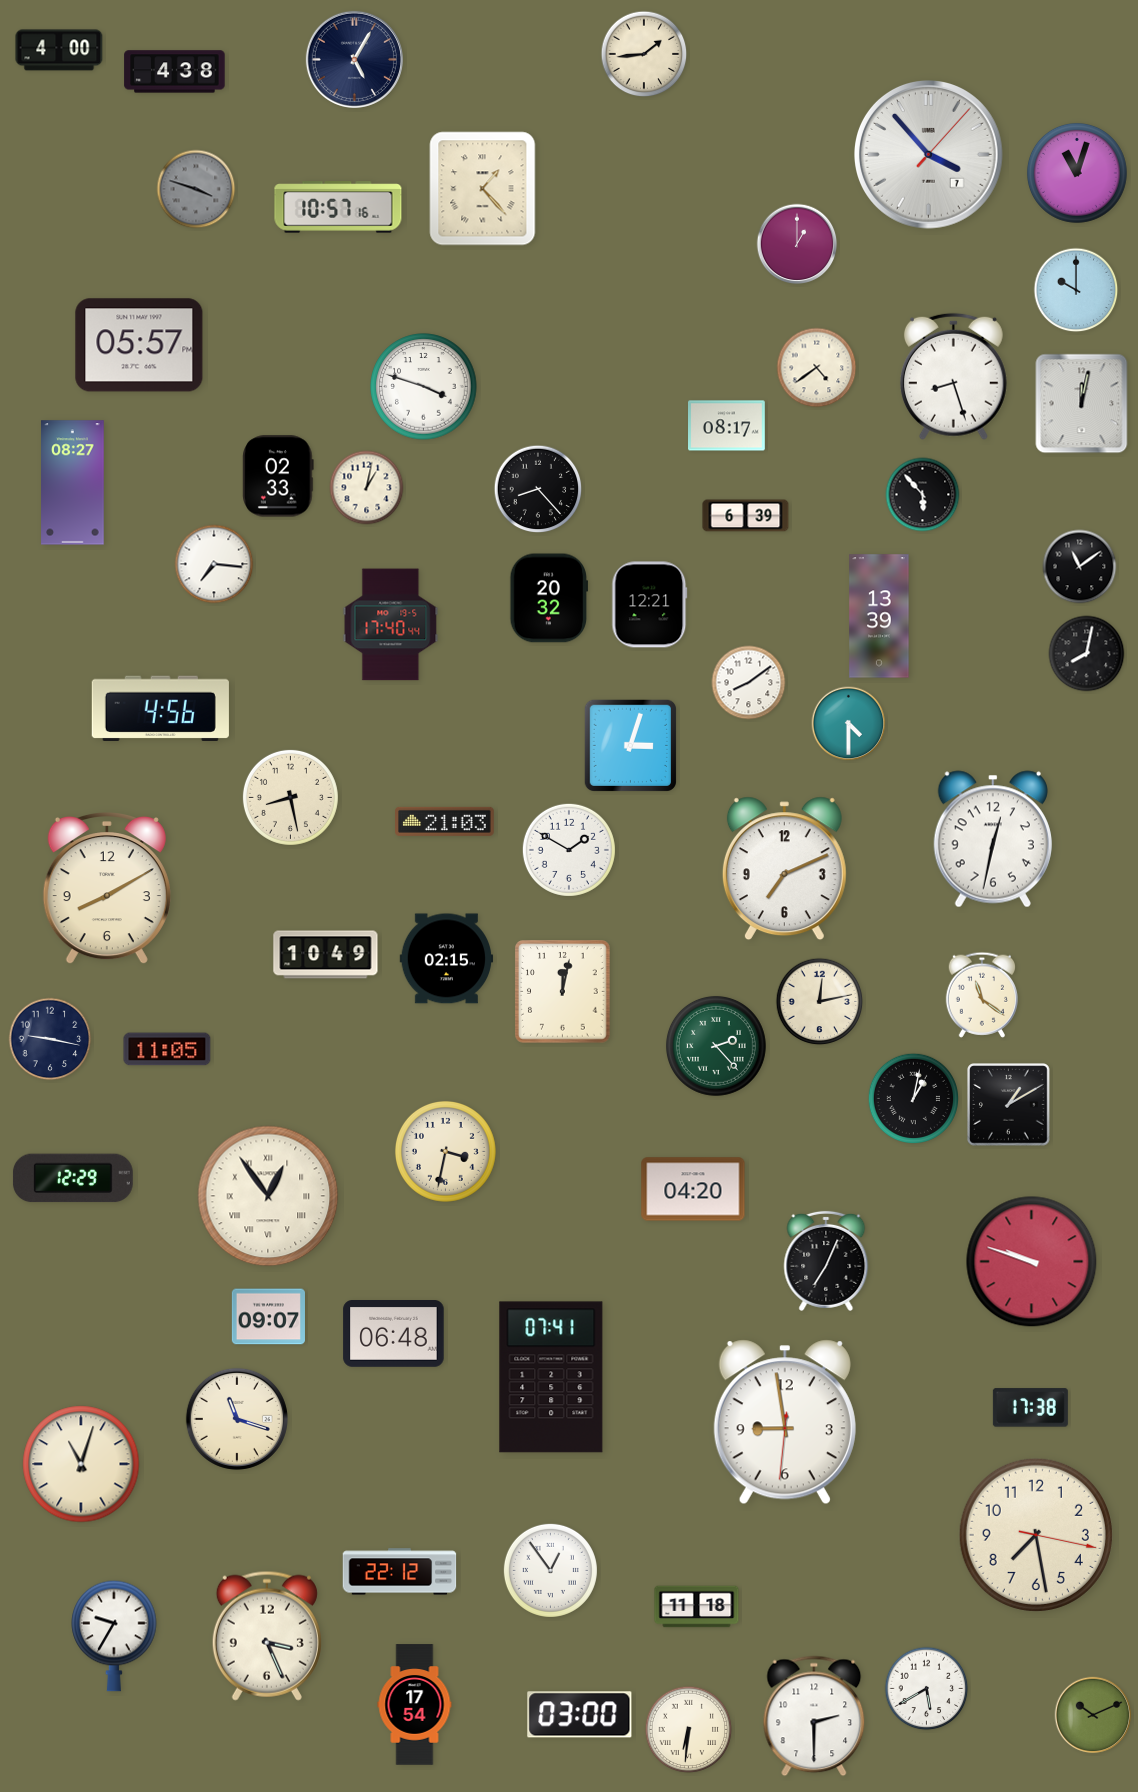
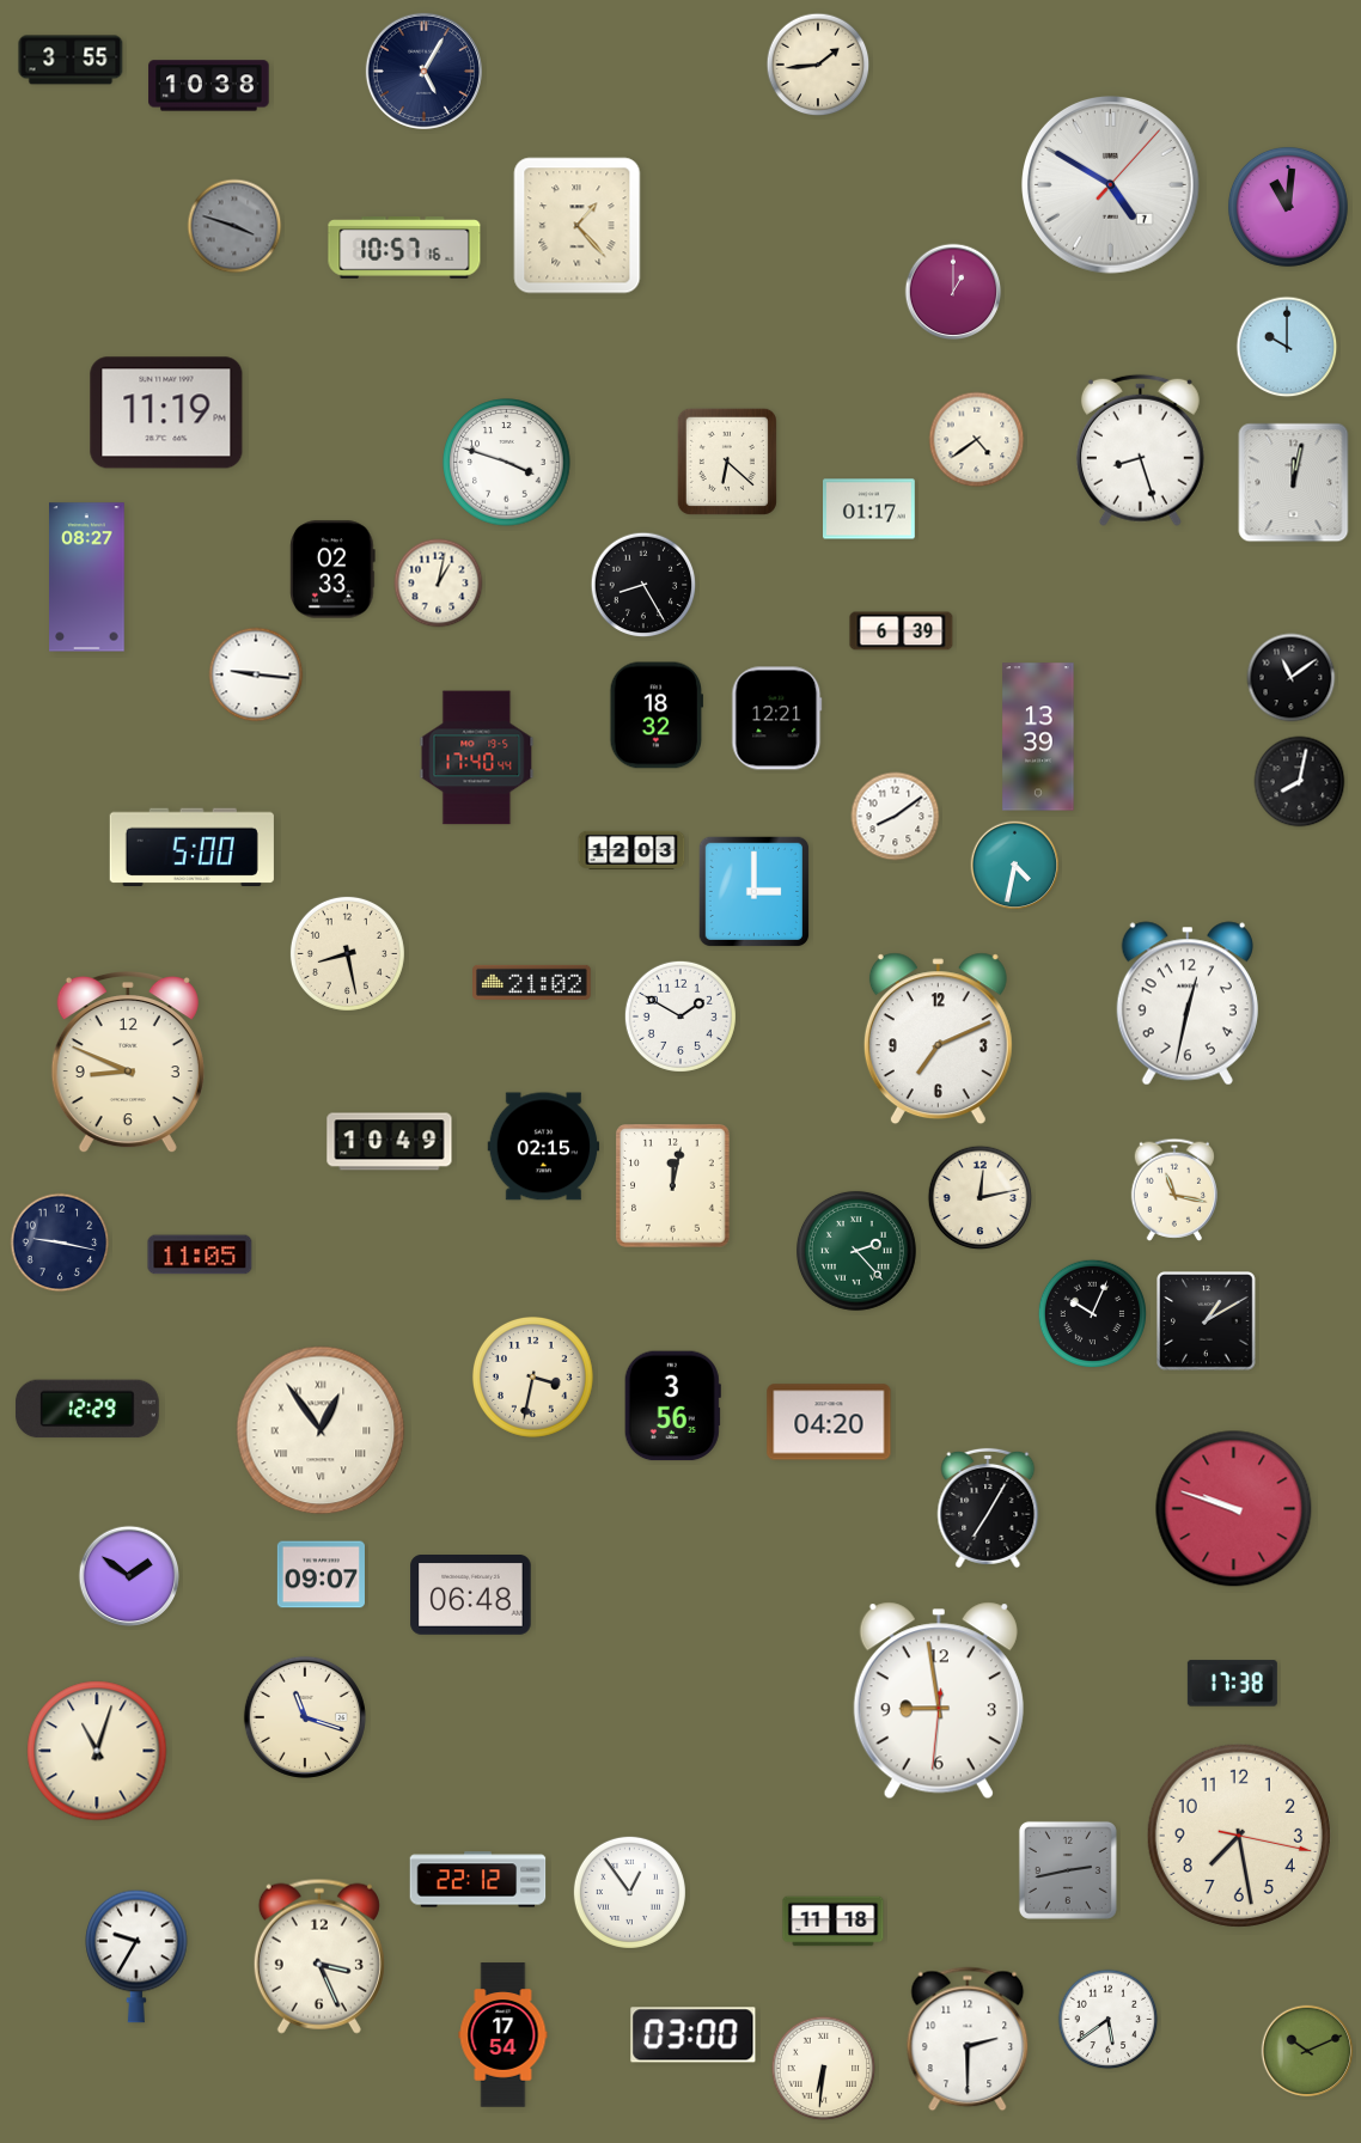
clock at (59, 50): 4:00 -> 3:55
clock at (644, 54) position: (644, 54) -> (818, 65)
clock at (175, 72): 4:38 -> 10:38
clock at (929, 155): 3:53 -> 4:50
clock at (1077, 173): 11:03 -> 11:01
clock at (139, 345): 05:57 -> 11:19
clock at (727, 462): none -> 6:22
clock at (727, 426): 08:17 -> 01:17
clock at (538, 489): 8:23 -> 8:25
clock at (923, 495): 5:53 -> none
clock at (746, 516) position: (746, 516) -> (902, 631)
clock at (214, 564): 7:16 -> 9:16
clock at (548, 598): 20:32 -> 18:32
clock at (650, 605) position: (650, 605) -> (777, 719)
clock at (879, 616) position: (879, 616) -> (1038, 737)
clock at (391, 625) position: (391, 625) -> (477, 758)
clock at (160, 708): 4:56 -> 5:00
clock at (631, 850): none -> 12:03
clock at (849, 724): 4:30 -> 4:32
clock at (630, 745): 3:03 -> 3:00
clock at (445, 821): 21:03 -> 21:02
clock at (107, 889): 8:10 -> 8:49
clock at (447, 959) position: (447, 959) -> (544, 1147)
clock at (981, 995): 11:21 -> 11:17
clock at (913, 1098): 1:02 -> 10:04
clock at (672, 1406): none -> 3:56
clock at (826, 1261): 7:04 -> 7:05
clock at (129, 1576): none -> 1:51
clock at (551, 1377): 07:41 -> none
clock at (237, 1419) position: (237, 1419) -> (305, 1717)
clock at (1068, 1870): none -> 2:43
clock at (550, 1570) position: (550, 1570) -> (629, 1892)
clock at (927, 1689): 5:40 -> 5:39
clock at (415, 1705) position: (415, 1705) -> (503, 2035)
clock at (580, 1715) position: (580, 1715) -> (694, 2035)
clock at (814, 1716) position: (814, 1716) -> (968, 2039)
